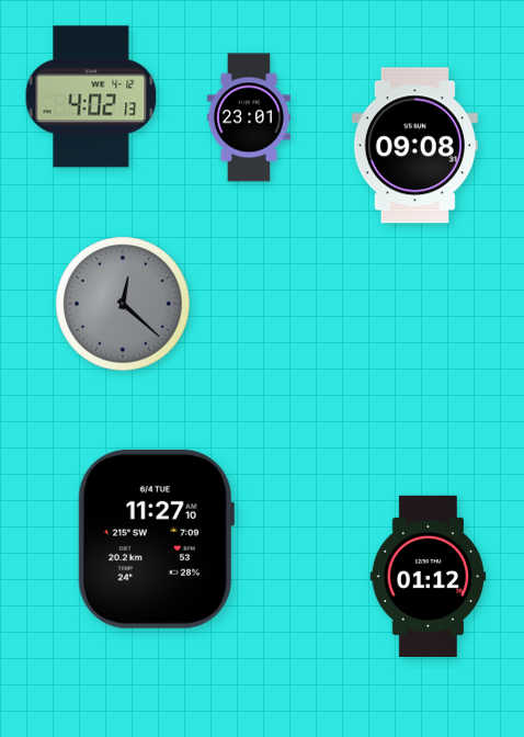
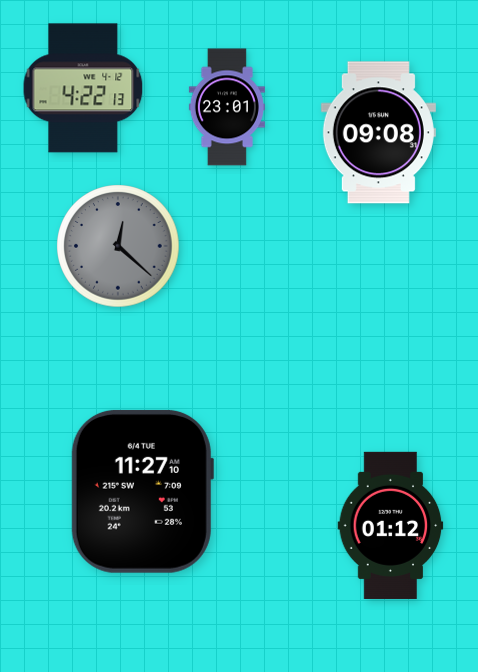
clock at (91, 97): 4:02 -> 4:22
clock at (123, 304) position: (123, 304) -> (118, 246)
